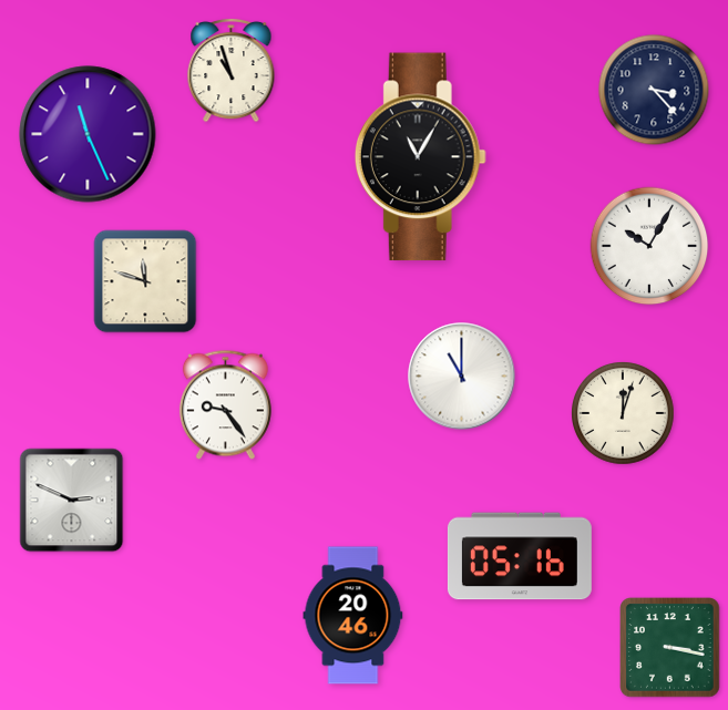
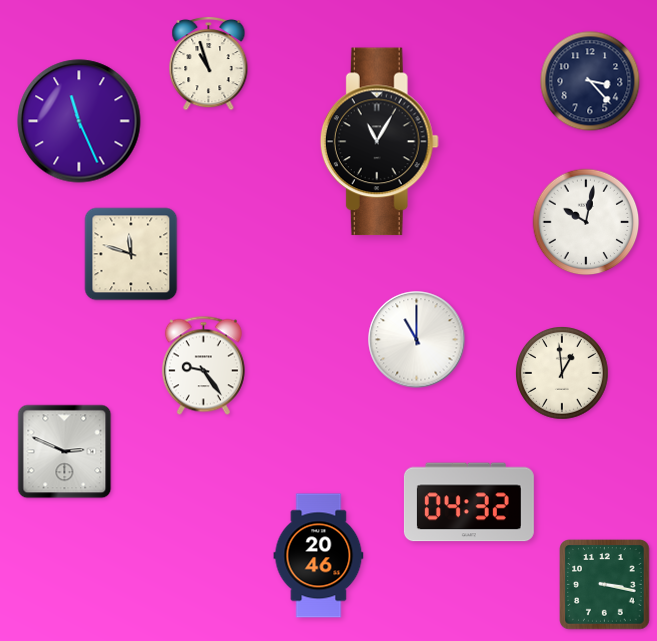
clock at (649, 246): 10:05 -> 10:02
clock at (623, 413): 12:03 -> 12:59
clock at (520, 556): 05:16 -> 04:32
